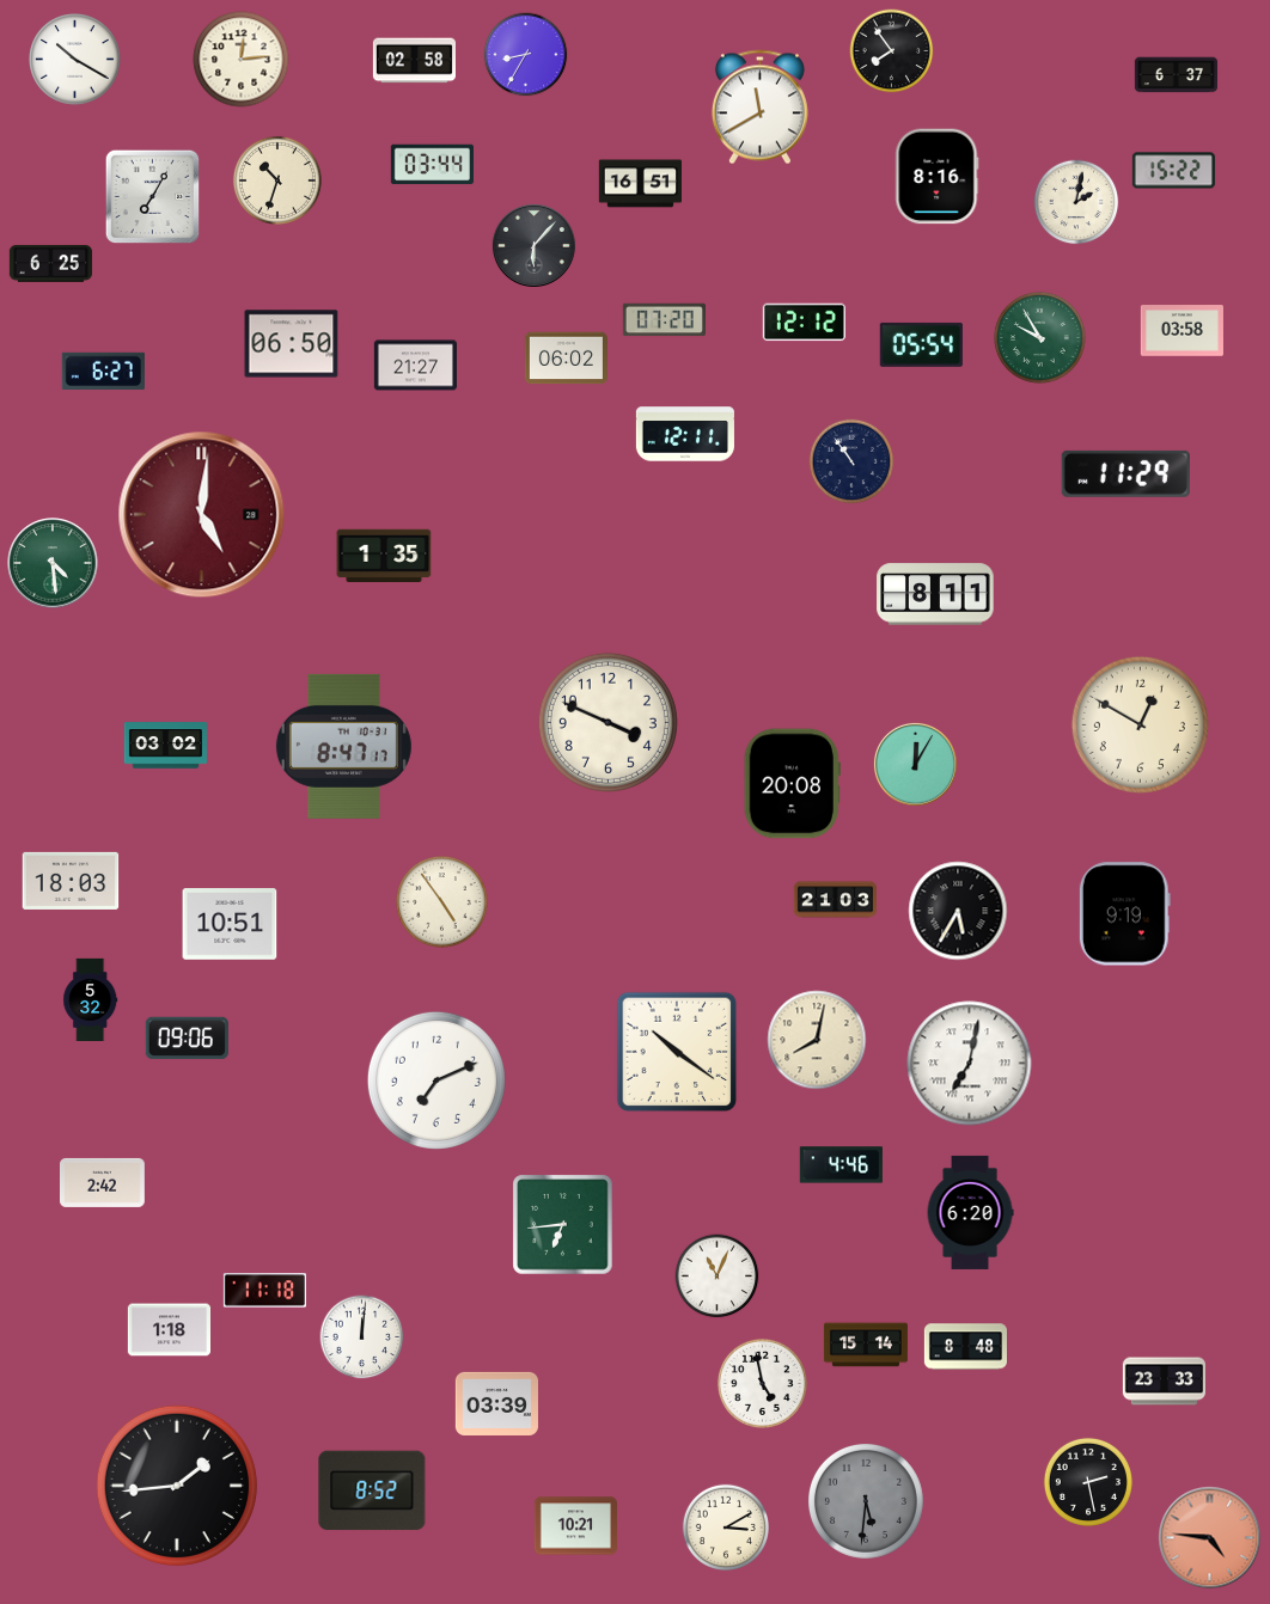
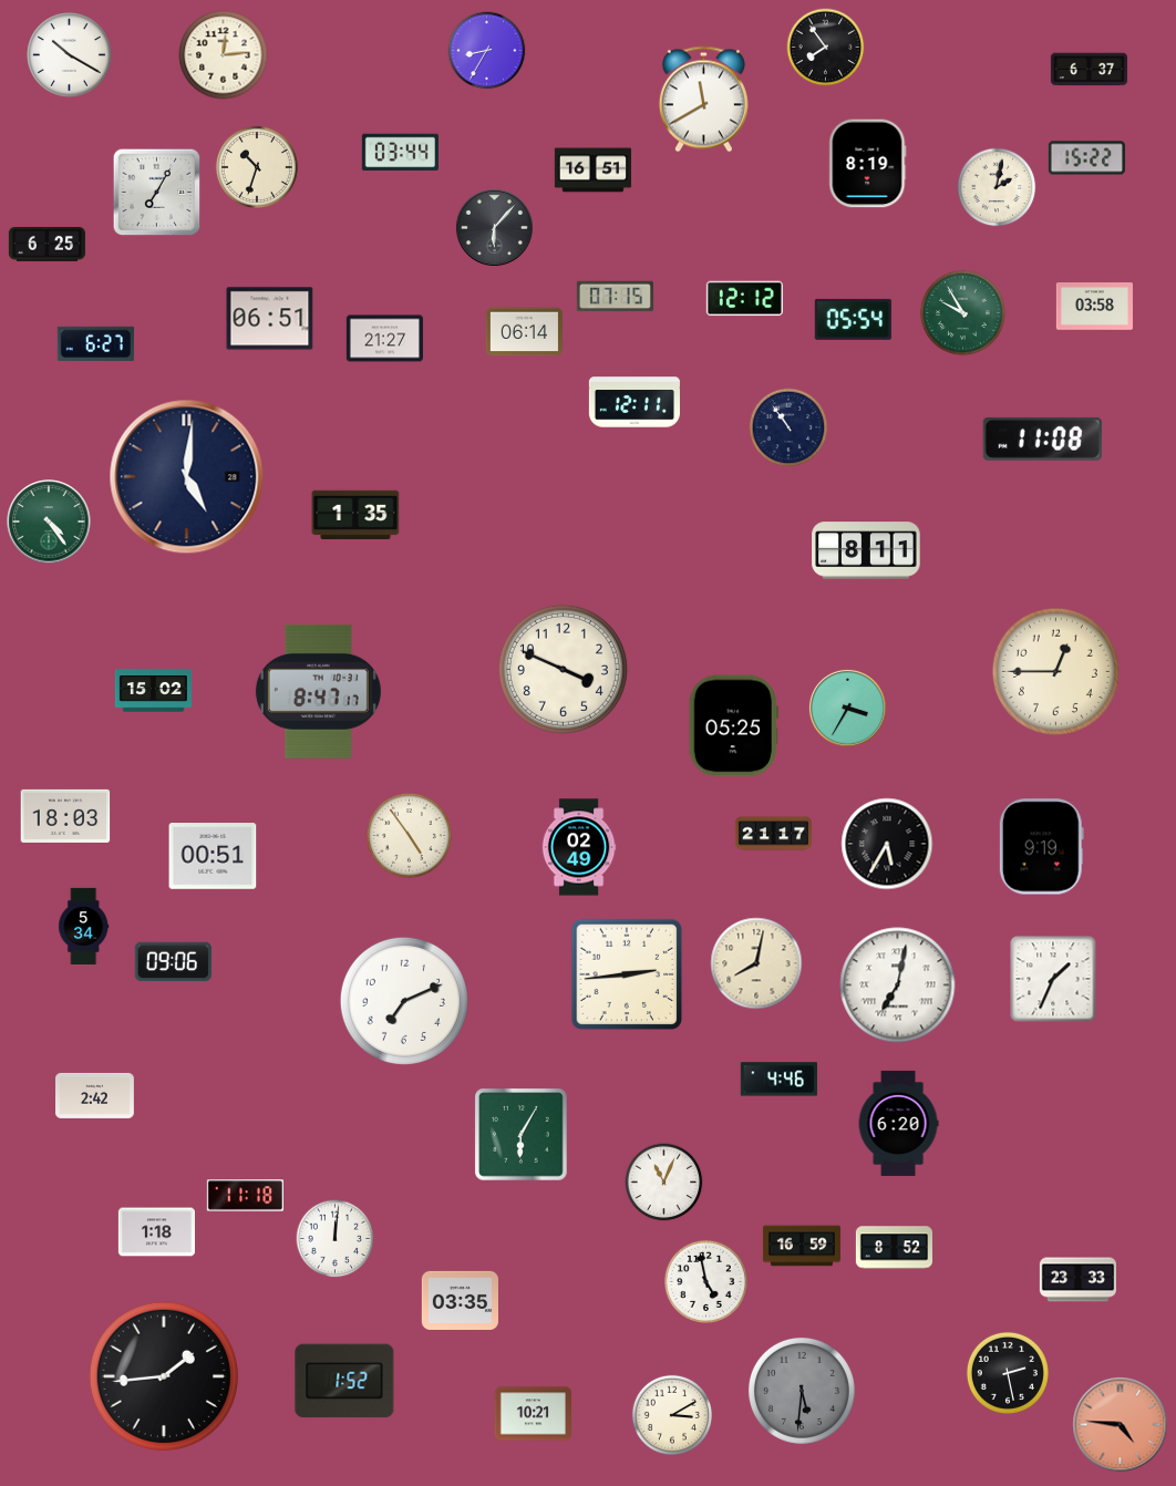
clock at (414, 61): 02:58 -> none
clock at (938, 177): 8:16 -> 8:19
clock at (153, 197) position: (153, 197) -> (157, 193)
clock at (664, 320): 07:20 -> 07:15
clock at (292, 344): 06:50 -> 06:51
clock at (566, 359): 06:02 -> 06:14
clock at (1125, 473): 11:29 -> 11:08
clock at (202, 515) dial: burgundy -> navy
clock at (53, 563): 4:29 -> 4:24
clock at (1140, 724): 12:50 -> 12:45
clock at (165, 746): 03:02 -> 15:02
clock at (915, 764): 12:05 -> 3:35
clock at (792, 784): 20:08 -> 05:25
clock at (835, 900): 21:03 -> 21:17
clock at (579, 847): none -> 02:49
clock at (230, 924): 10:51 -> 00:51
clock at (91, 1000): 5:32 -> 5:34
clock at (677, 1052): 10:21 -> 2:44
clock at (1053, 979): none -> 1:34
clock at (563, 1225): 6:44 -> 6:05
clock at (866, 1345): 15:14 -> 16:59
clock at (965, 1347): 8:48 -> 8:52
clock at (496, 1403): 03:39 -> 03:35
clock at (372, 1490): 8:52 -> 1:52
